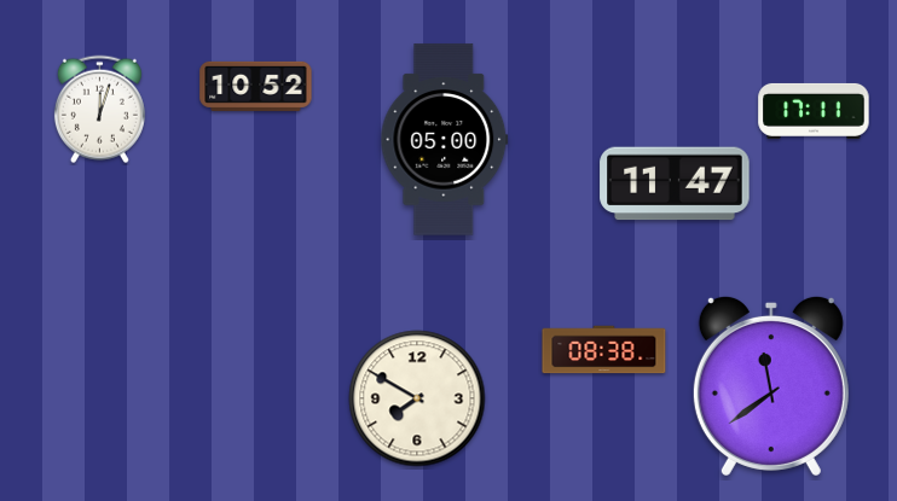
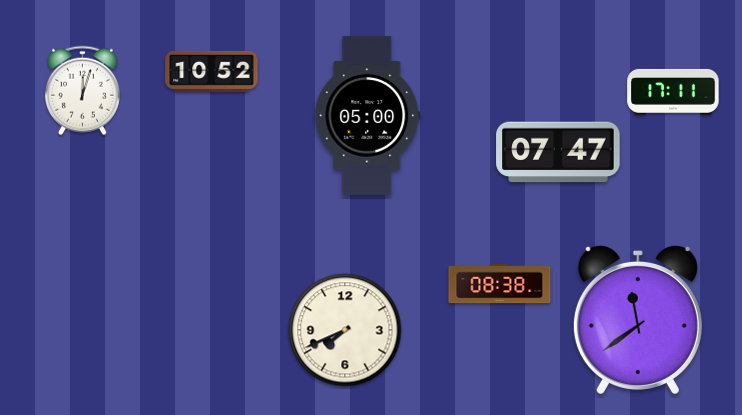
clock at (675, 183): 11:47 -> 07:47
clock at (604, 350) position: (604, 350) -> (500, 284)
clock at (417, 398): 7:50 -> 7:41
